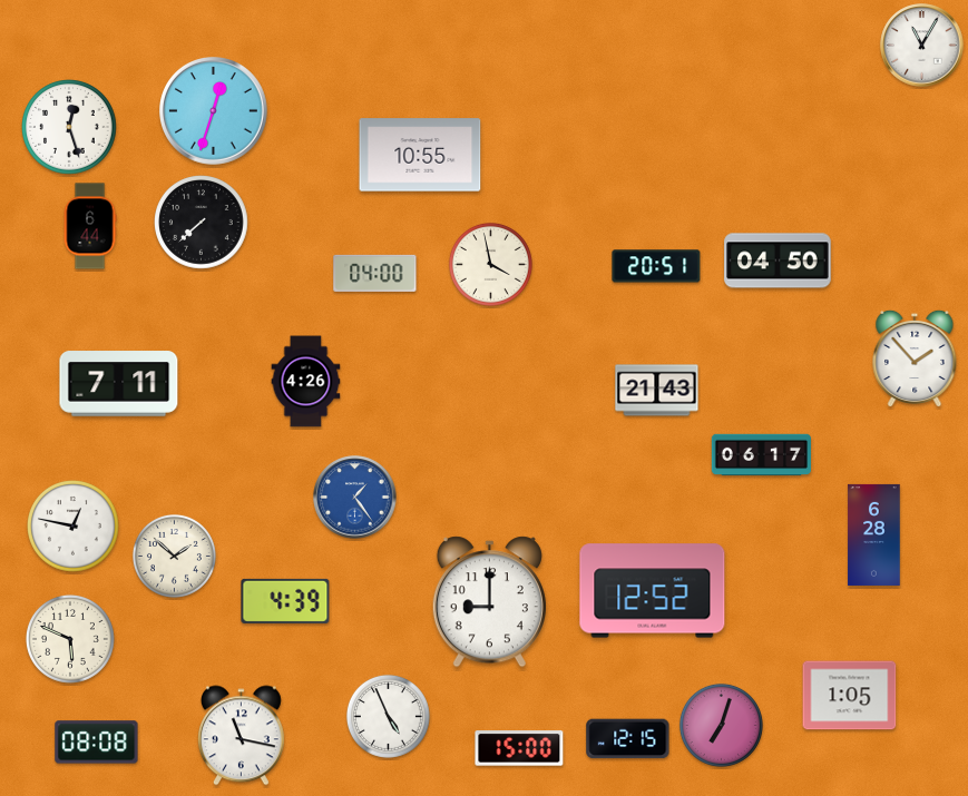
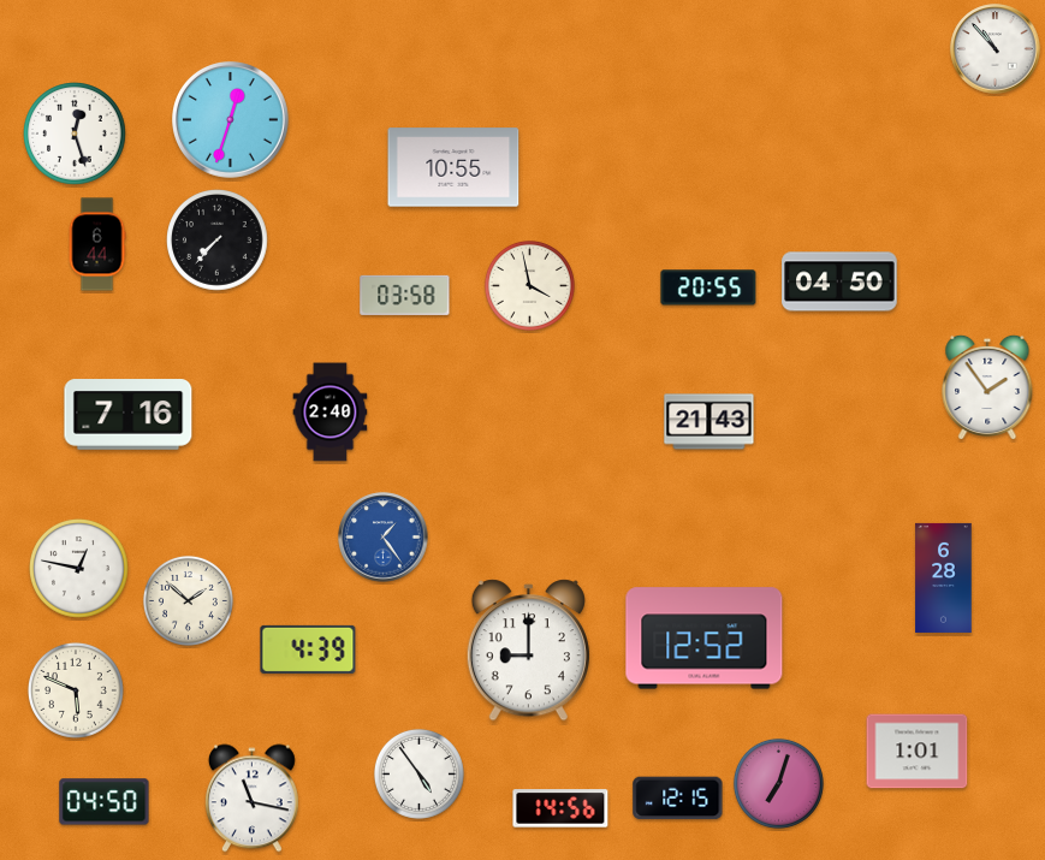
clock at (922, 46): 11:05 -> 10:53
clock at (70, 128) position: (70, 128) -> (76, 135)
clock at (202, 223): 7:38 -> 7:37
clock at (656, 266): 20:51 -> 20:55
clock at (375, 273): 04:00 -> 03:58
clock at (915, 357): 1:53 -> 1:54
clock at (306, 382): 4:26 -> 2:40
clock at (119, 384): 7:11 -> 7:16
clock at (761, 455): 06:17 -> none
clock at (850, 696): 1:05 -> 1:01
clock at (388, 716): 4:56 -> 4:54
clock at (241, 736) position: (241, 736) -> (251, 799)
clock at (97, 743): 08:08 -> 04:50
clock at (519, 748): 15:00 -> 14:56
